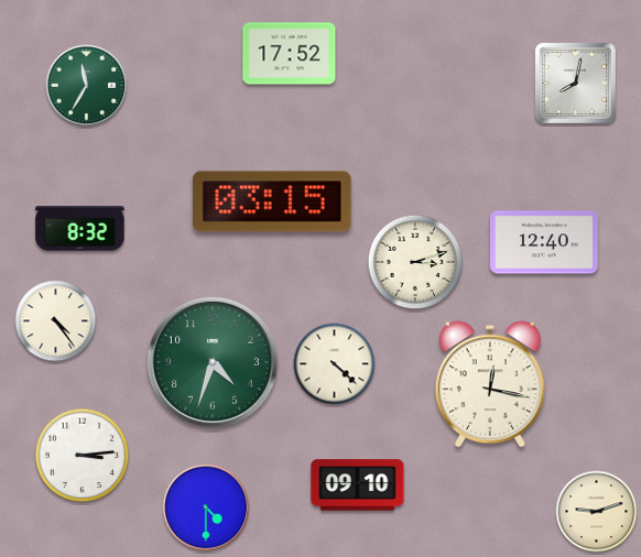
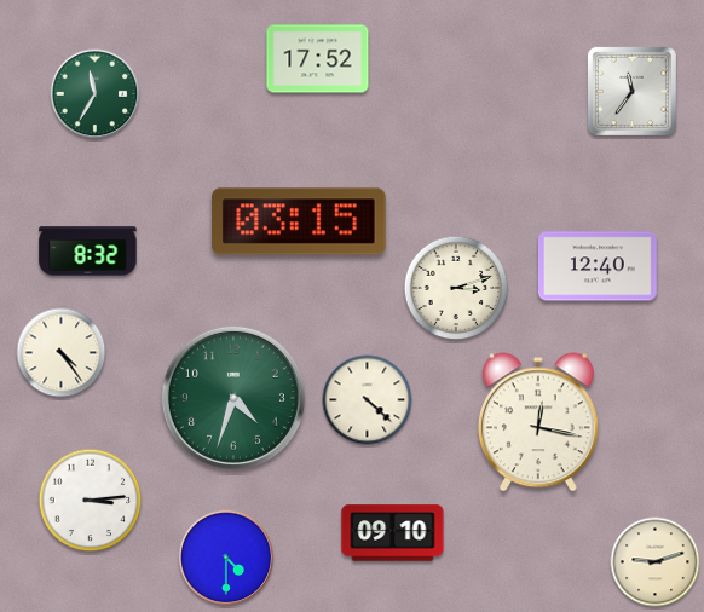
clock at (575, 83): 8:02 -> 11:36
